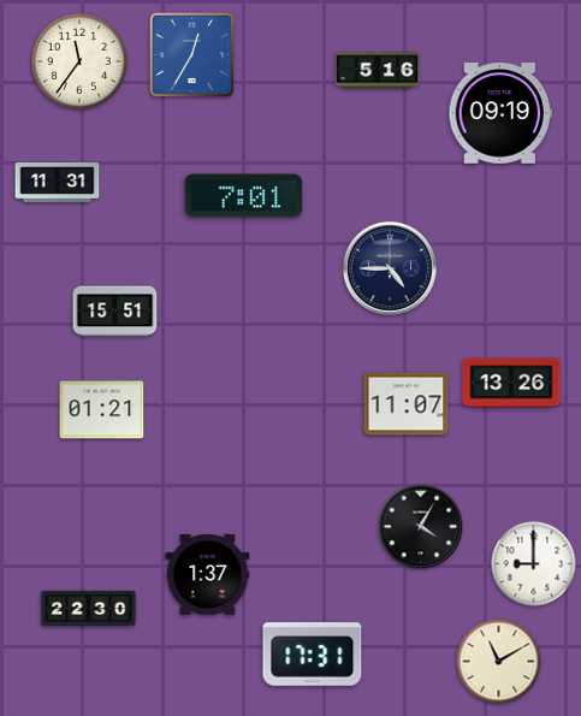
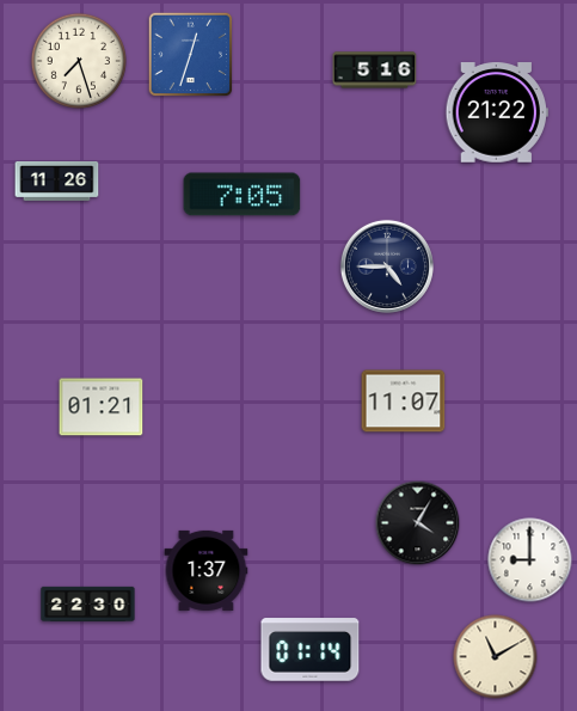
clock at (192, 55): 12:35 -> 12:33
clock at (79, 61): 11:36 -> 7:27
clock at (500, 113): 09:19 -> 21:22
clock at (58, 182): 11:31 -> 11:26
clock at (244, 196): 7:01 -> 7:05
clock at (115, 312): 15:51 -> none
clock at (511, 383): 13:26 -> none
clock at (313, 655): 17:31 -> 01:14
